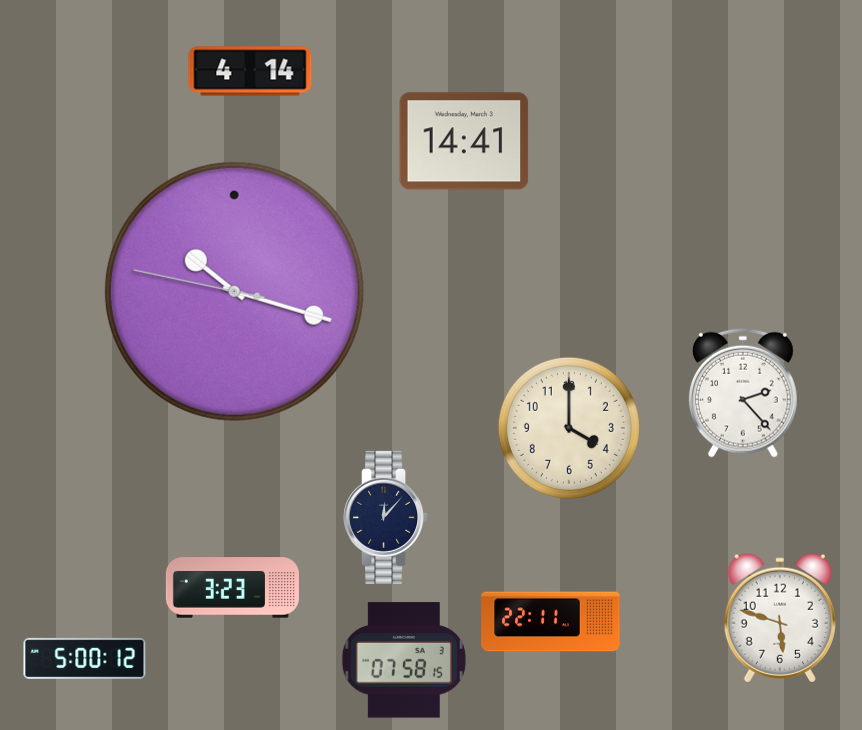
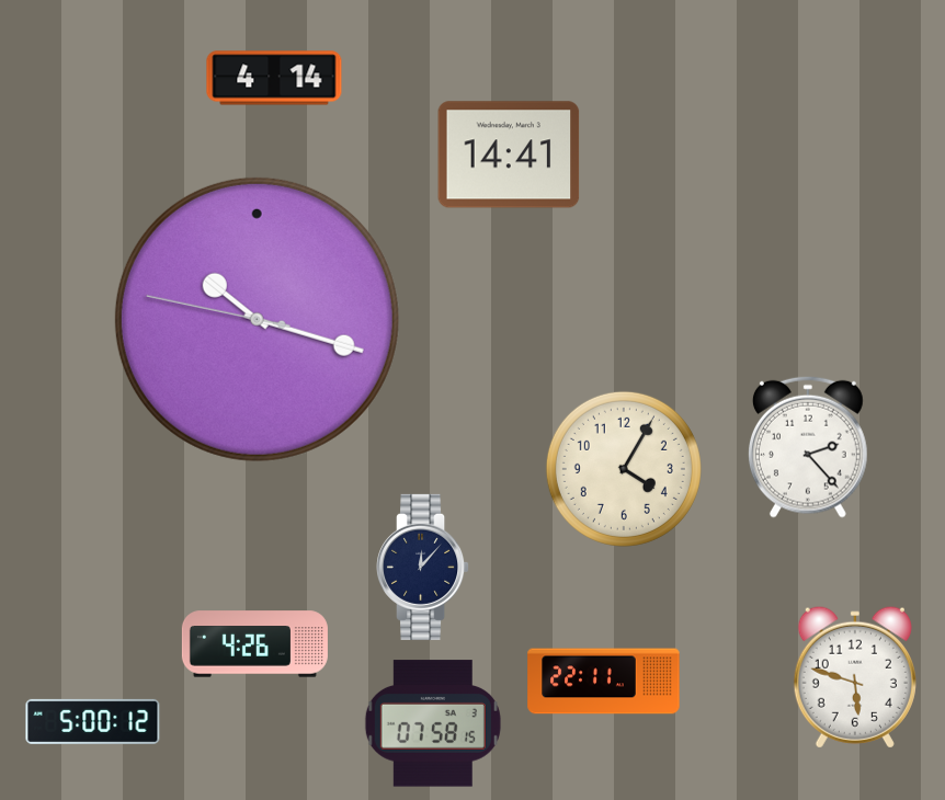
clock at (743, 393) position: (743, 393) -> (808, 447)
clock at (569, 428): 4:00 -> 4:05
clock at (232, 588): 3:23 -> 4:26
clock at (404, 660) position: (404, 660) -> (433, 723)
